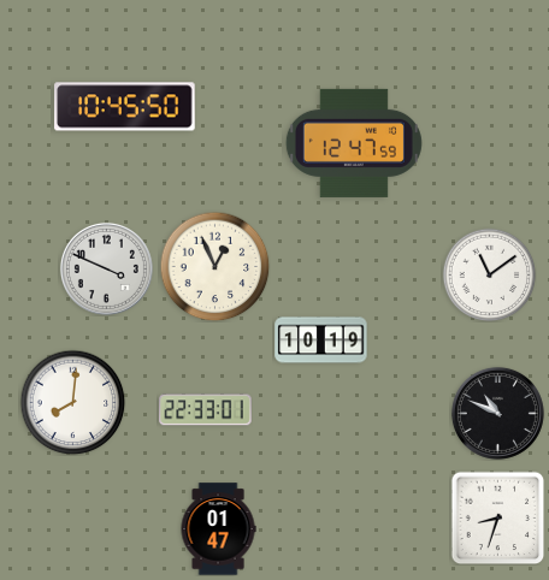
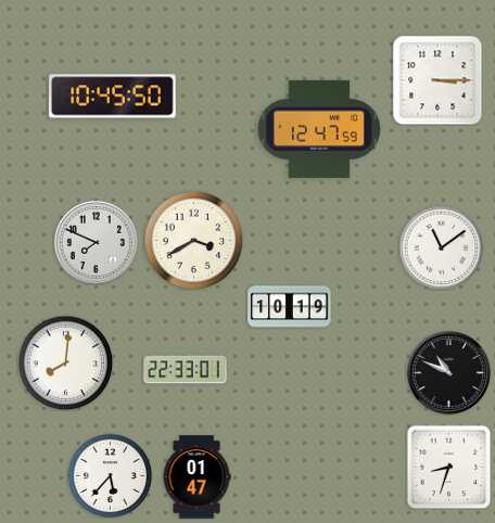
clock at (437, 80): none -> 3:15
clock at (214, 266): 12:56 -> 3:40
clock at (106, 268): 3:49 -> 7:49
clock at (110, 475): none -> 5:37
